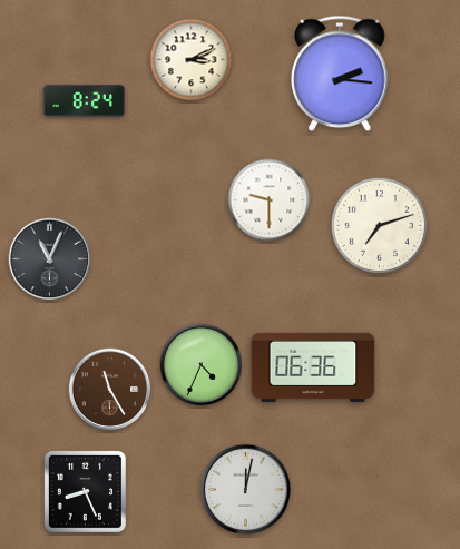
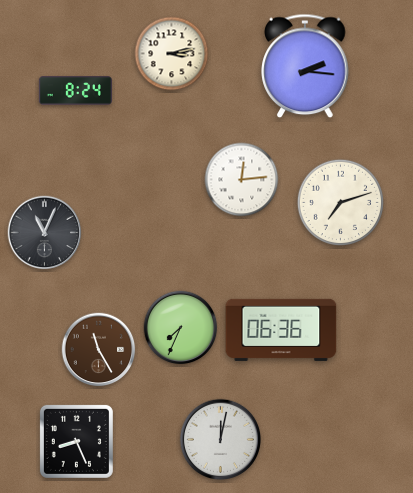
clock at (192, 60): 3:11 -> 3:13
clock at (270, 200): 9:30 -> 12:14
clock at (202, 365): 4:34 -> 7:34
